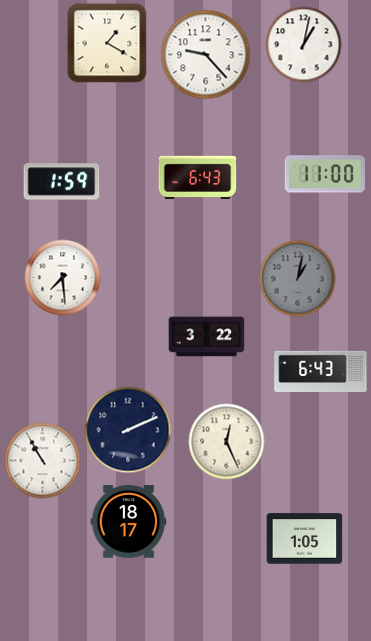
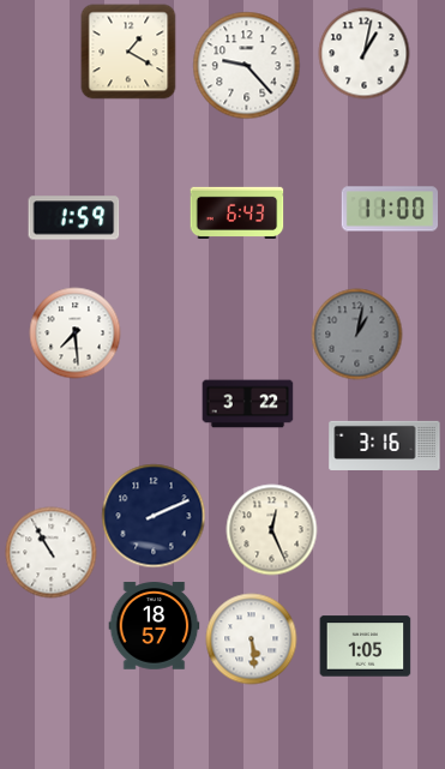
clock at (321, 372): 6:43 -> 3:16
clock at (129, 522): 18:17 -> 18:57
clock at (252, 639): none -> 5:29
